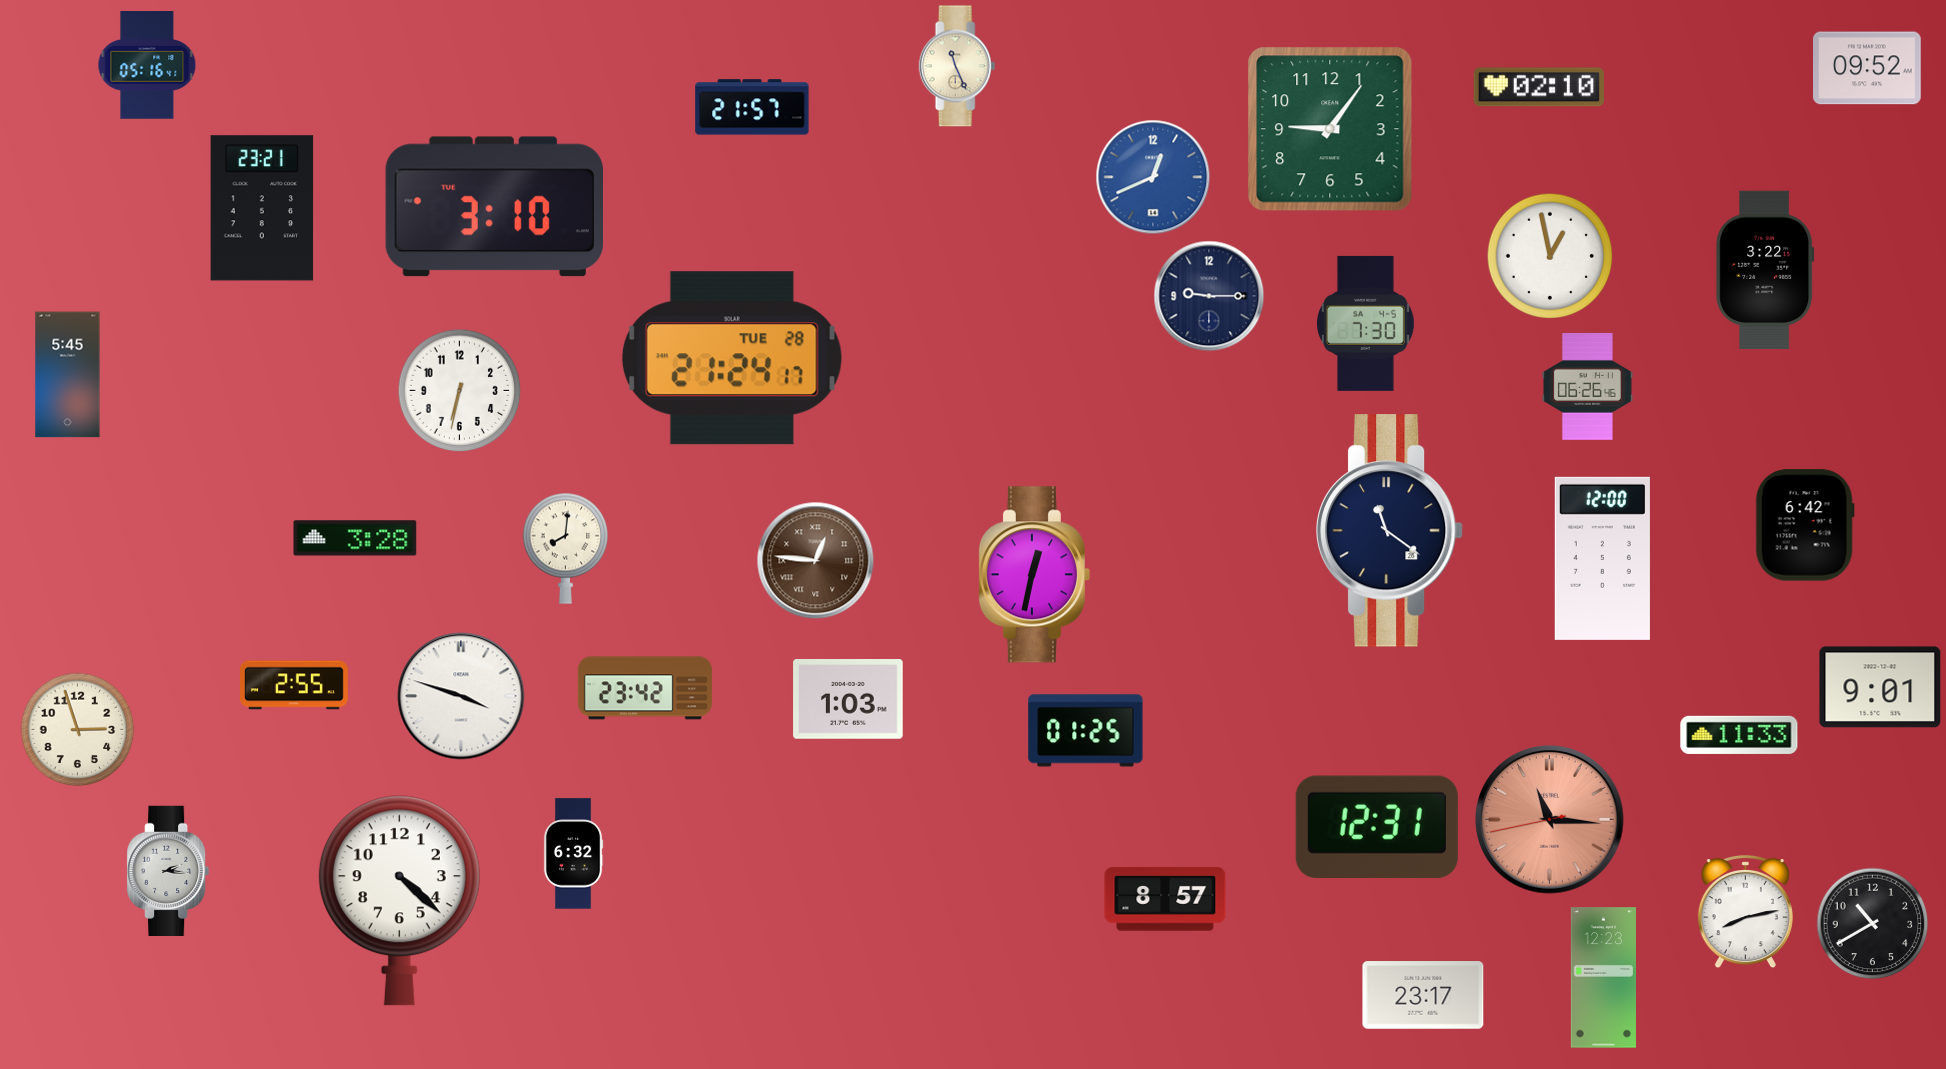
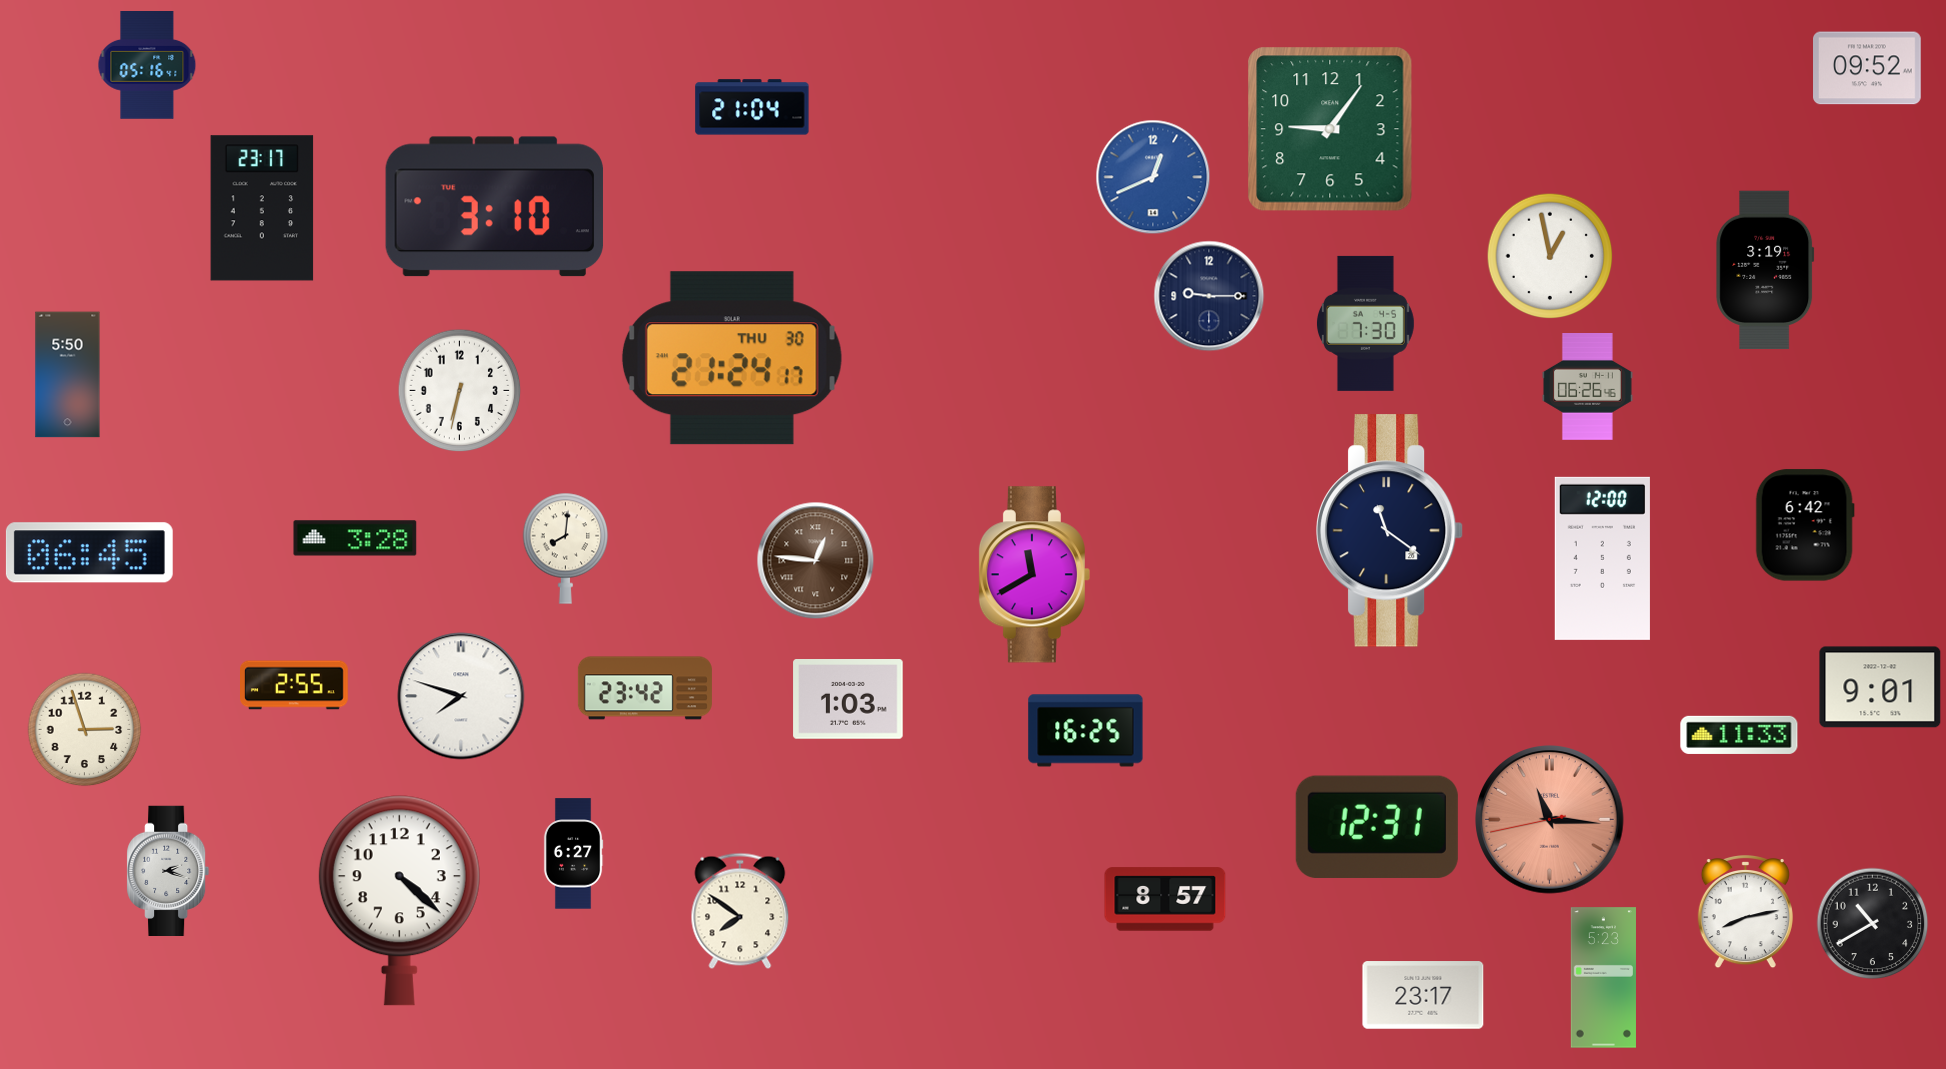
clock at (957, 66): 11:26 -> none
clock at (1539, 87): 02:10 -> none
clock at (752, 107): 21:57 -> 21:04
clock at (262, 208): 23:21 -> 23:17
clock at (1765, 270): 3:22 -> 3:19
clock at (732, 358) date: TUE 28 -> THU 30
clock at (68, 375): 5:45 -> 5:50
clock at (89, 553): none -> 06:45
clock at (1034, 575): 12:32 -> 11:40
clock at (461, 696): 3:48 -> 7:48
clock at (78, 730) position: (78, 730) -> (85, 730)
clock at (1086, 731): 01:25 -> 16:25
clock at (573, 854): 6:32 -> 6:27
clock at (168, 870): 2:16 -> 2:18
clock at (740, 911): none -> 7:51
clock at (1603, 978): 12:23 -> 5:23
